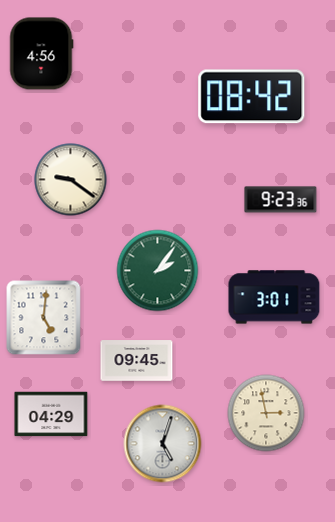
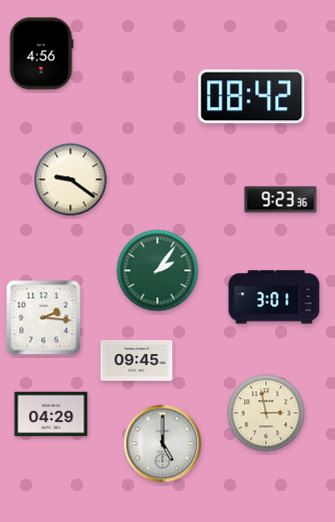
clock at (44, 318): 5:01 -> 2:16
clock at (163, 444): 5:03 -> 5:00
